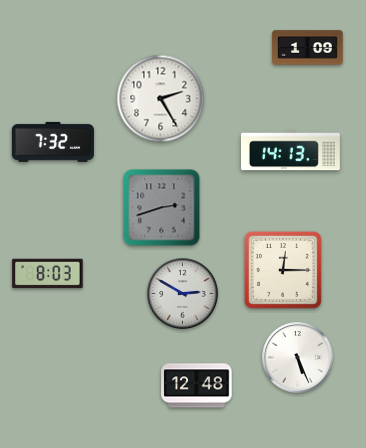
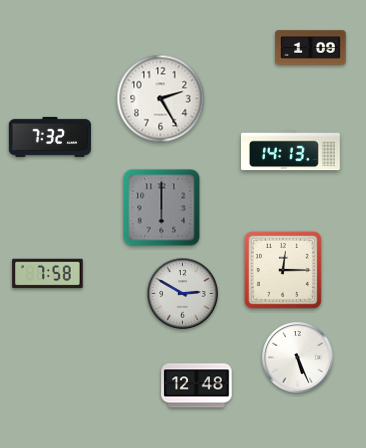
clock at (308, 48) position: (308, 48) -> (311, 48)
clock at (53, 142) position: (53, 142) -> (50, 137)
clock at (162, 208): 2:42 -> 6:00
clock at (48, 274): 8:03 -> 7:58
